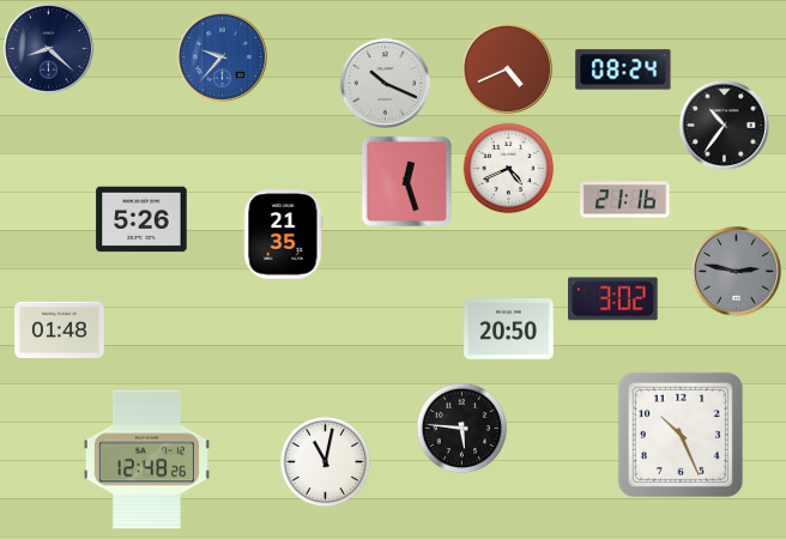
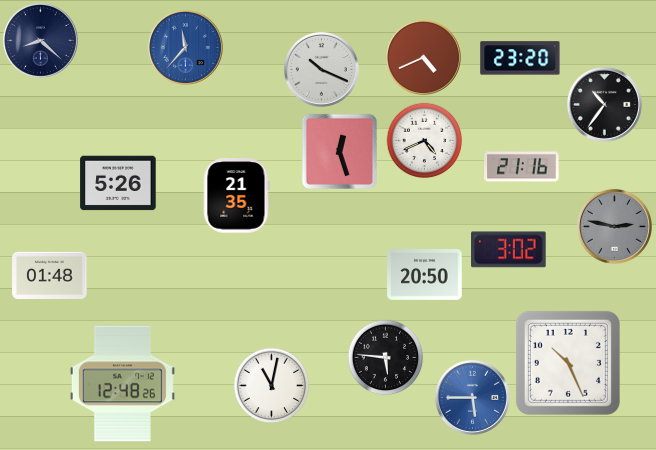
clock at (222, 56): 9:37 -> 11:37
clock at (623, 69): 08:24 -> 23:20
clock at (613, 299) position: (613, 299) -> (509, 250)
clock at (472, 397): none -> 5:45
